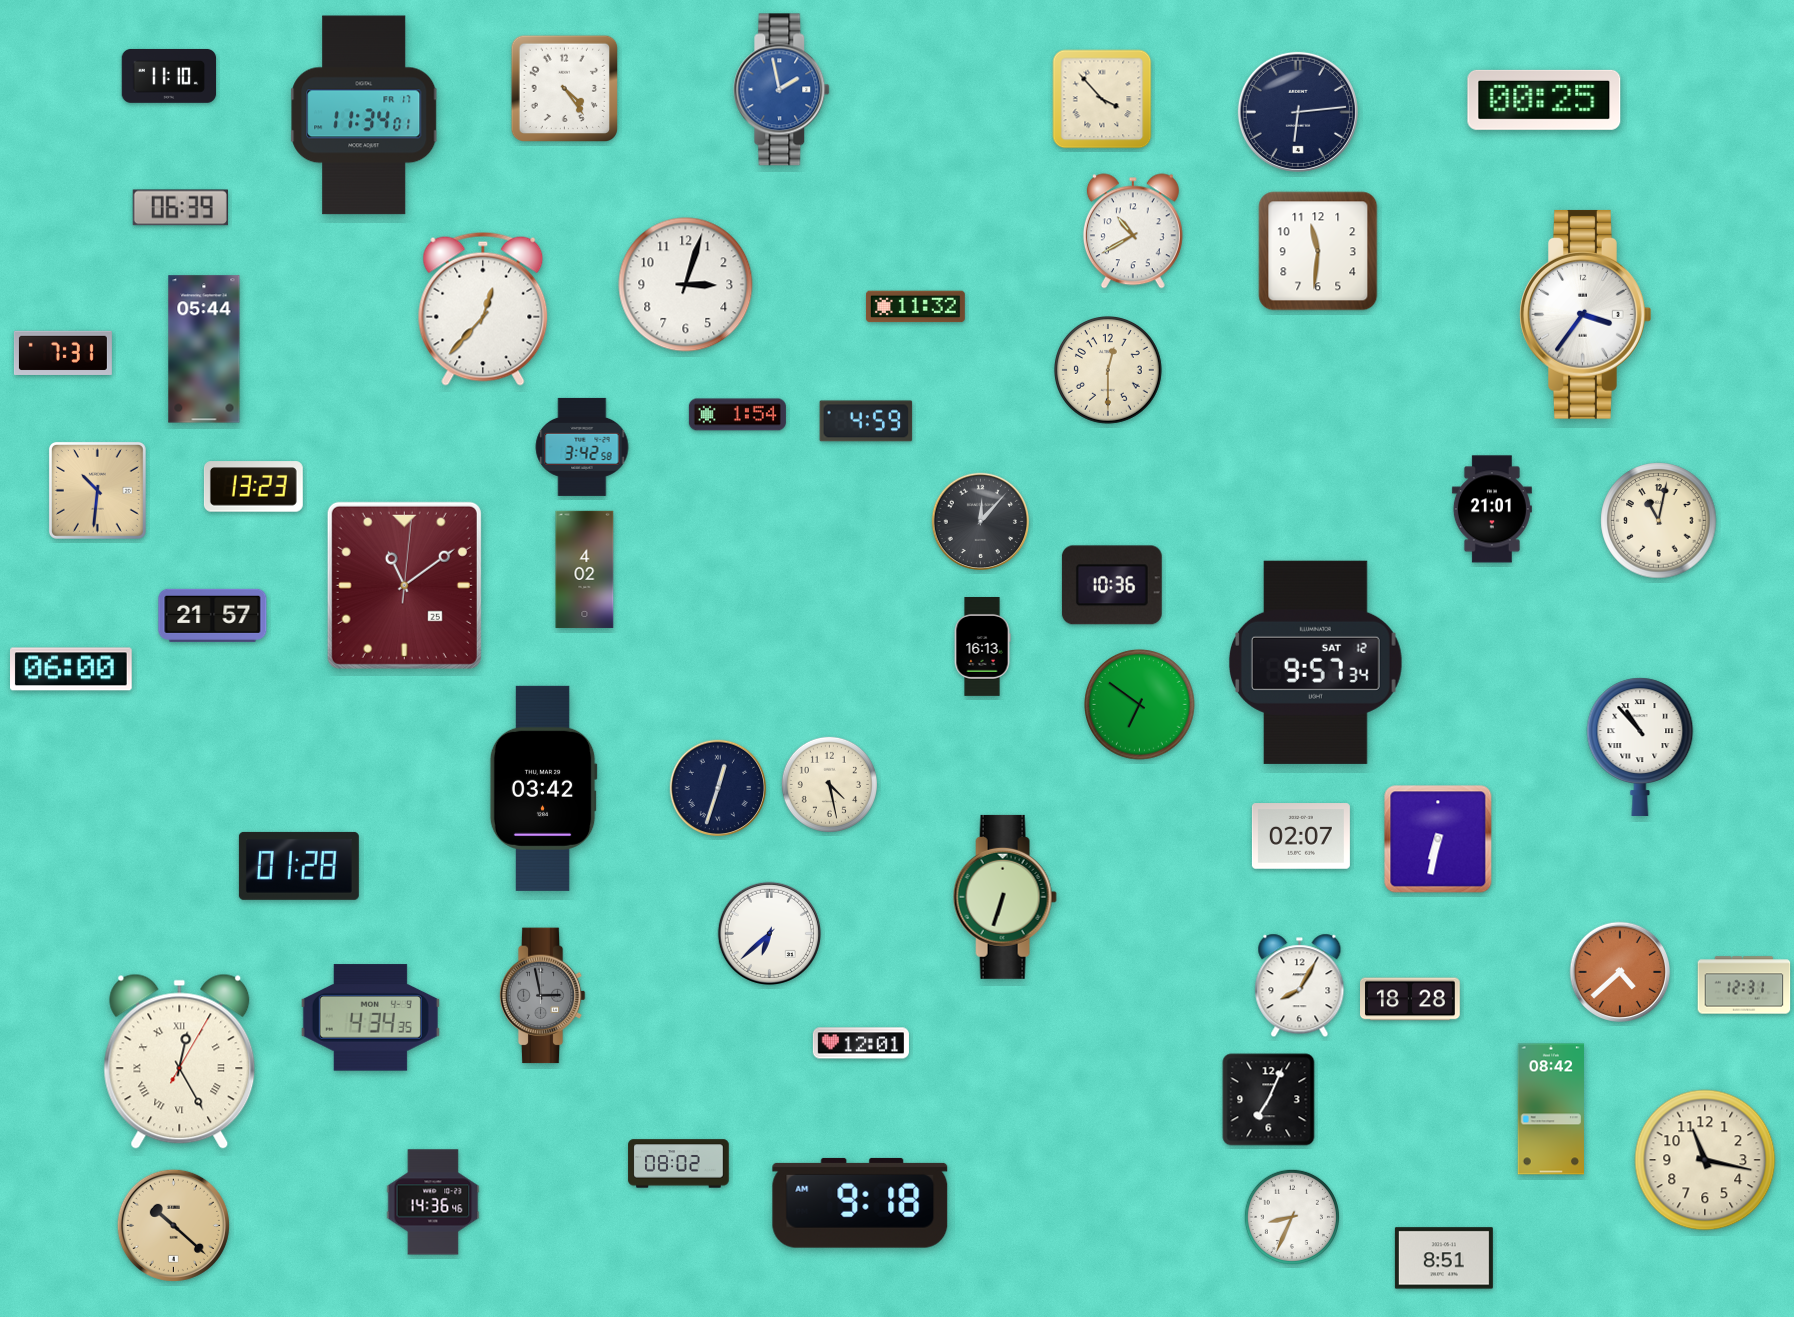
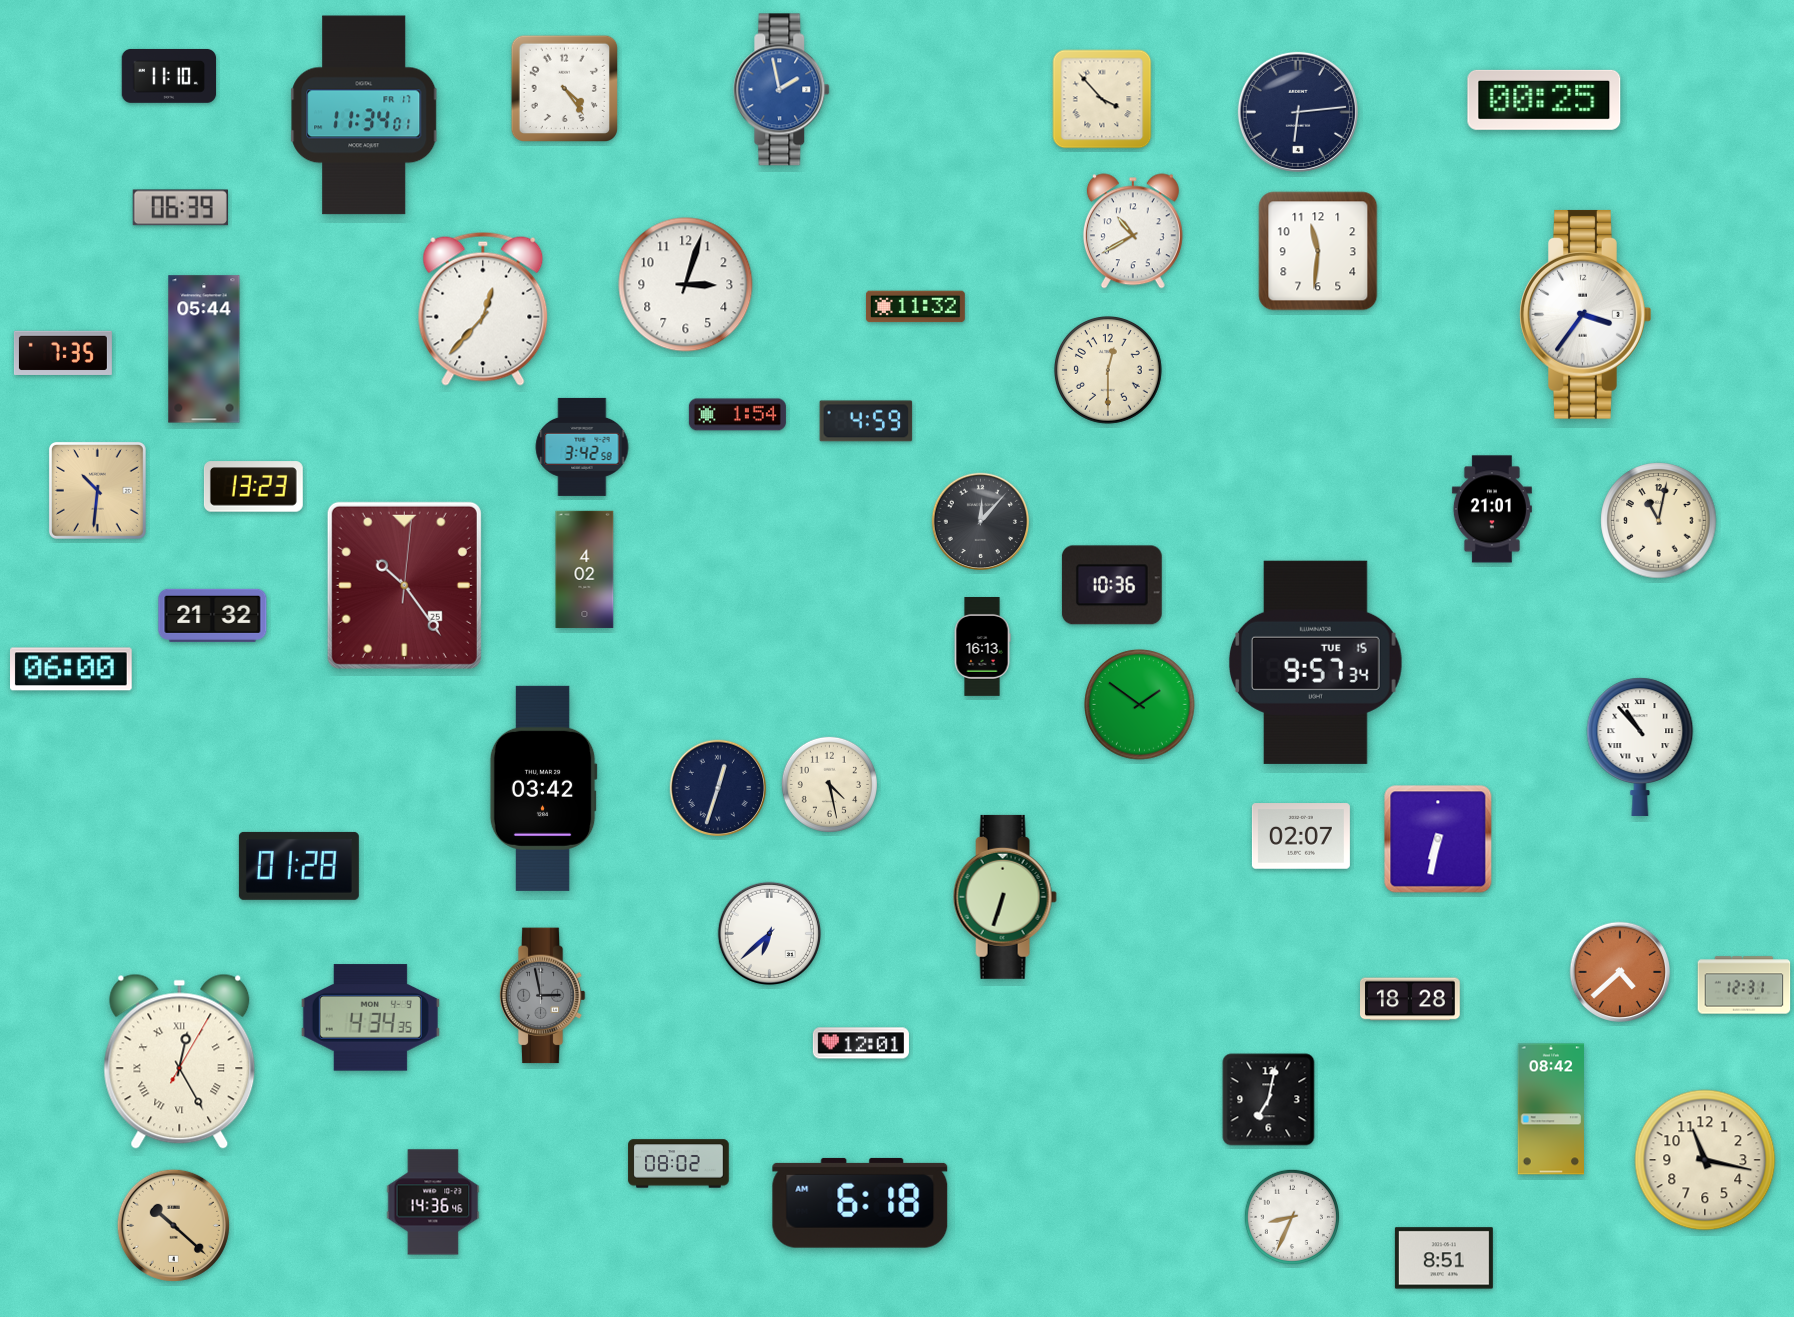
clock at (63, 352): 7:31 -> 7:35
clock at (404, 585): 11:09 -> 10:24
clock at (213, 615): 21:57 -> 21:32
clock at (1315, 662) date: SAT 12 -> TUE 15
clock at (1140, 705): 6:51 -> 1:51
clock at (1300, 986): 8:05 -> none
clock at (1269, 1100): 7:04 -> 7:02
clock at (860, 1203): 9:18 -> 6:18
